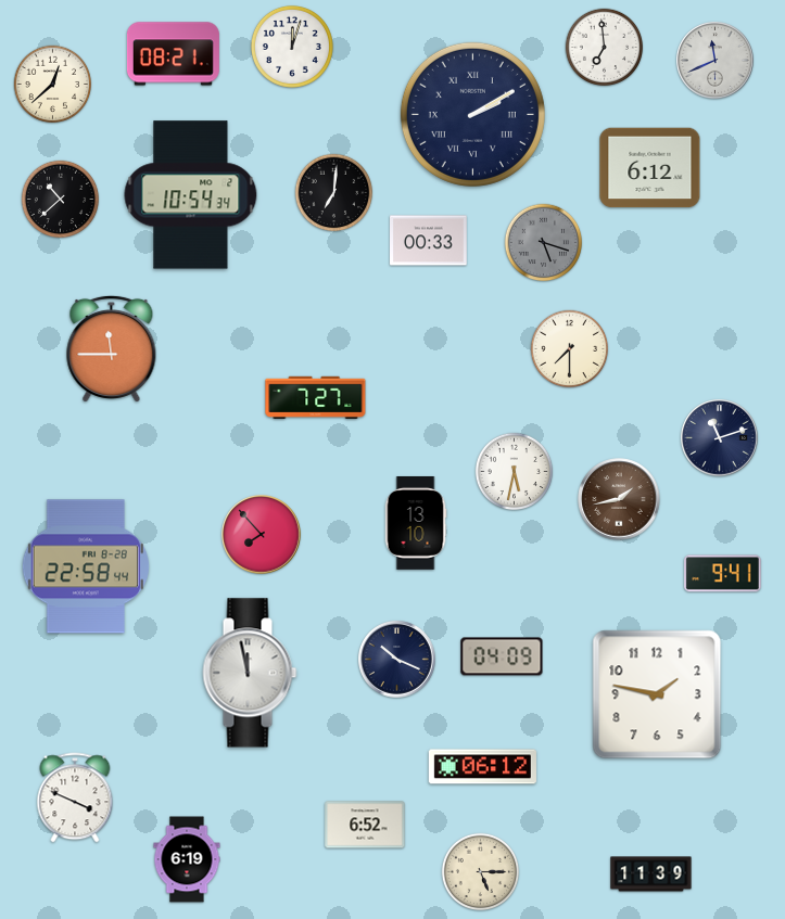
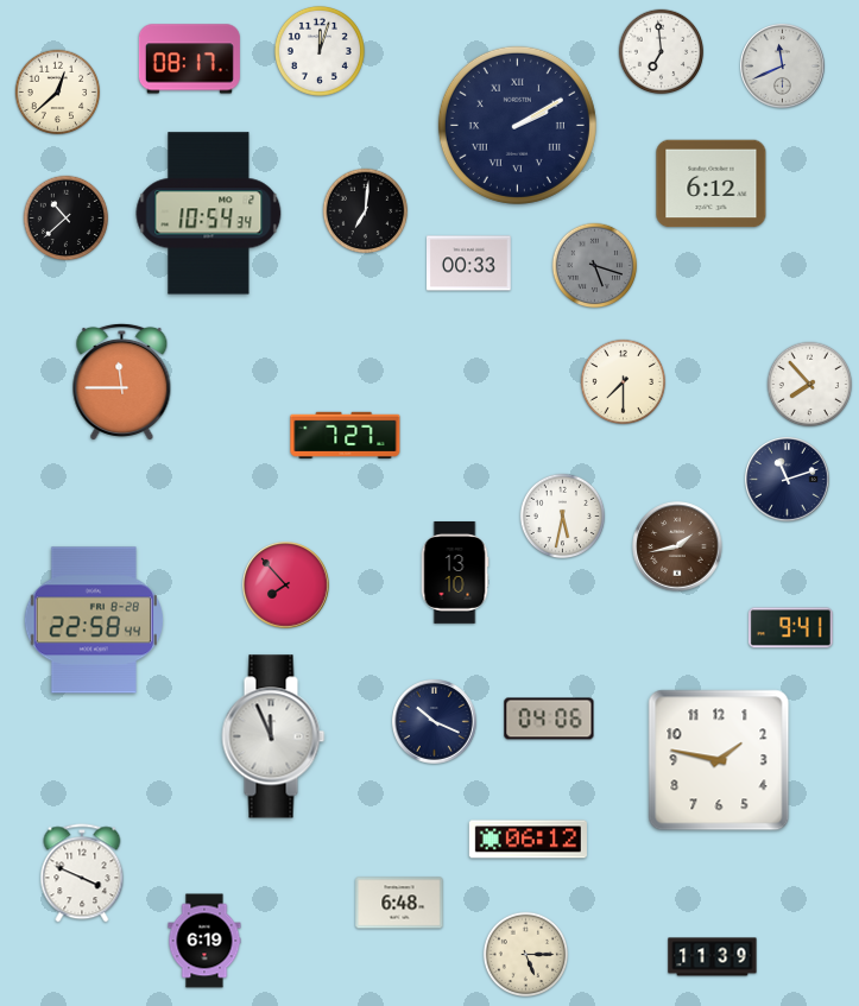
clock at (173, 54): 08:21 -> 08:17
clock at (810, 385): none -> 7:53
clock at (502, 656): 04:09 -> 04:06
clock at (250, 673): 11:58 -> 11:56
clock at (365, 825): 6:52 -> 6:48
